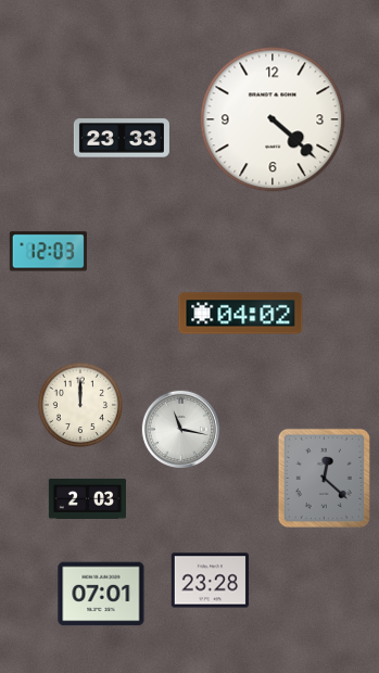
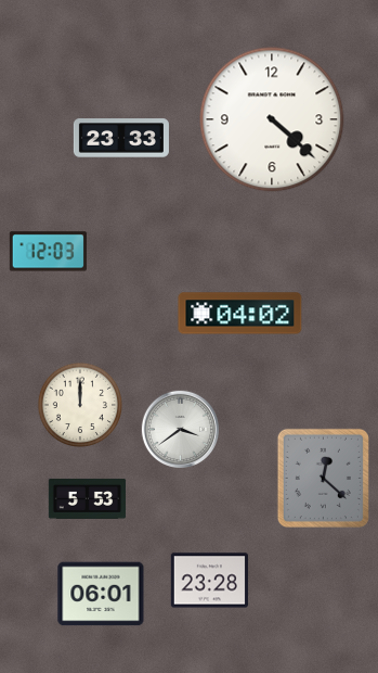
clock at (180, 429): 11:17 -> 3:39
clock at (87, 498): 2:03 -> 5:53
clock at (101, 594): 07:01 -> 06:01
